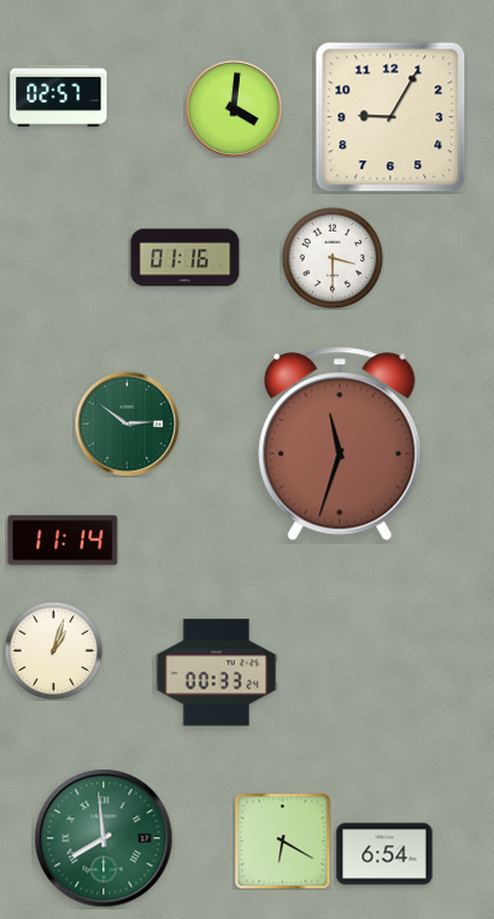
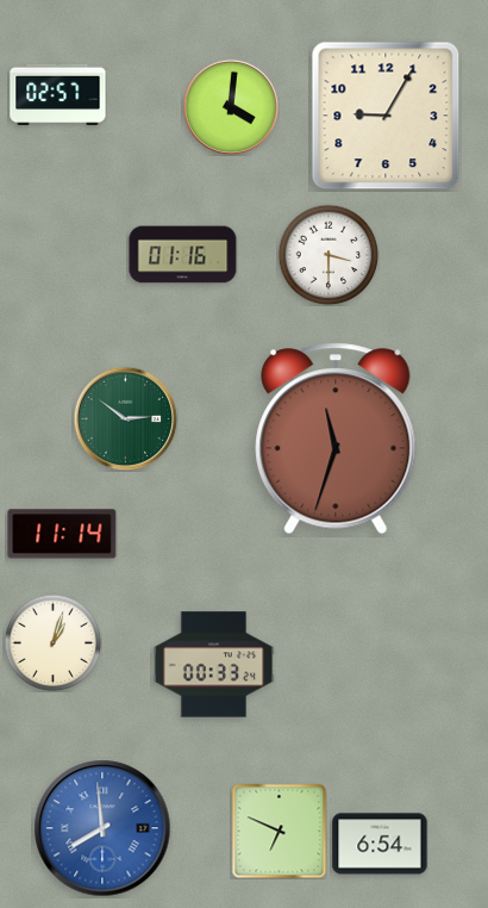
clock at (104, 838) dial: green -> blue
clock at (282, 841): 6:20 -> 6:49
